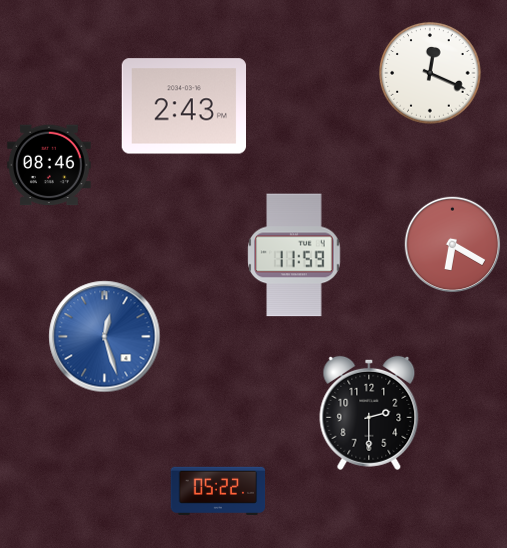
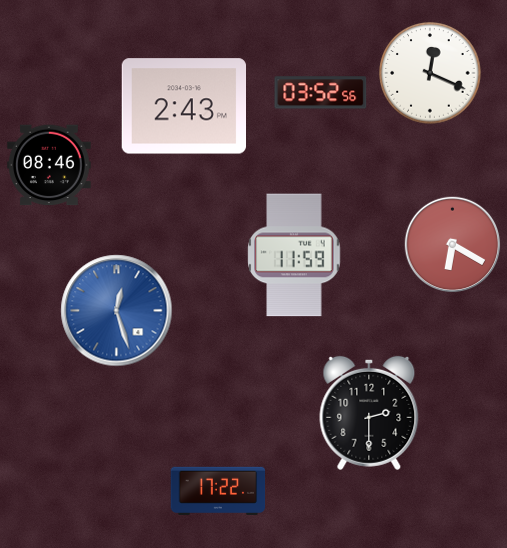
clock at (321, 93): none -> 03:52
clock at (105, 337) position: (105, 337) -> (117, 311)
clock at (218, 491): 05:22 -> 17:22
